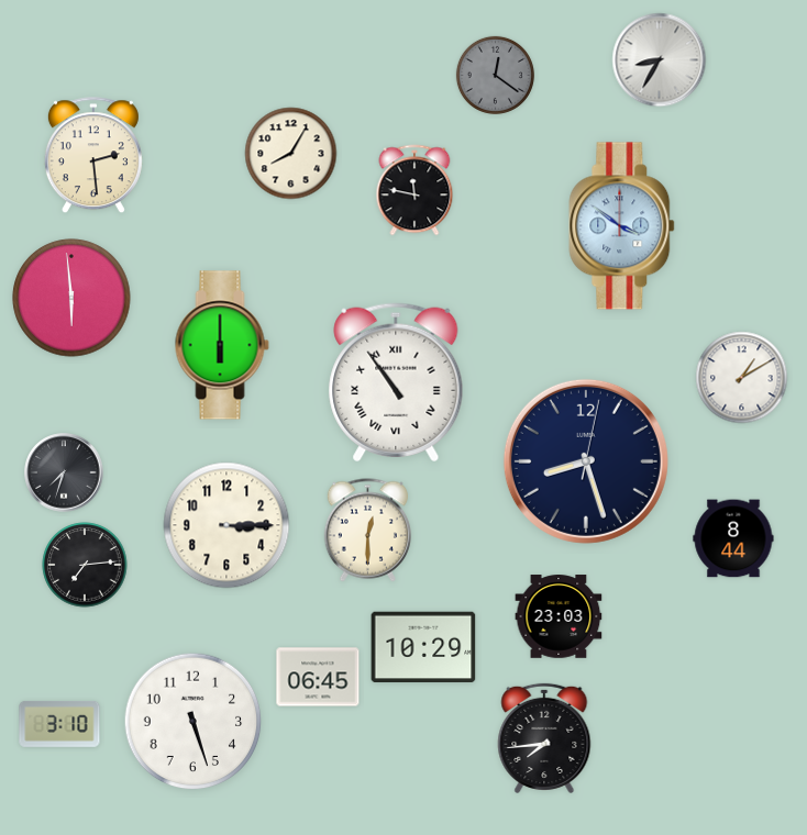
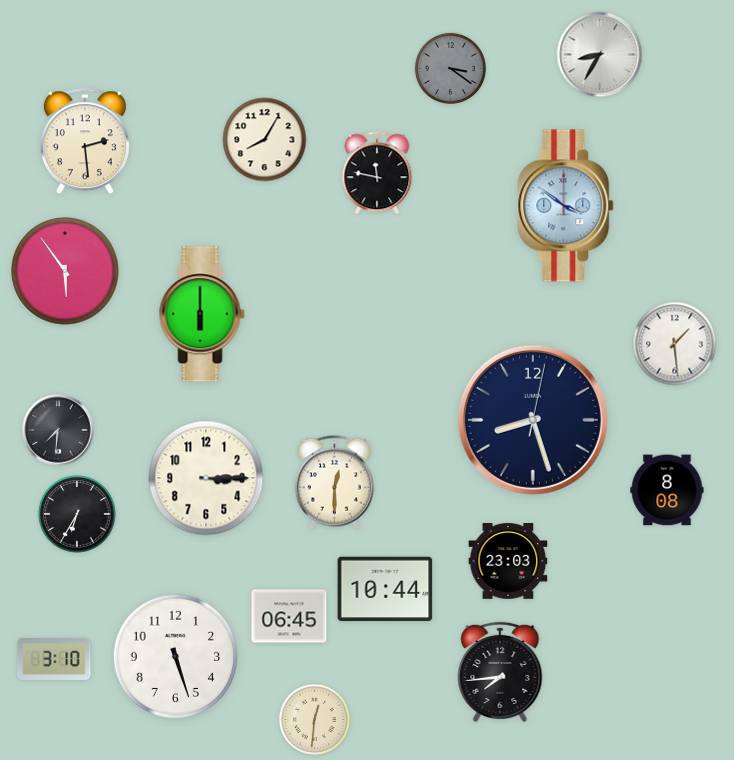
clock at (495, 75): 12:21 -> 3:21
clock at (71, 298): 5:59 -> 5:54
clock at (742, 378): 1:10 -> 1:29
clock at (396, 382): 10:54 -> none
clock at (64, 472): 7:33 -> 7:31
clock at (733, 538): 8:44 -> 8:08
clock at (85, 565): 7:14 -> 6:35
clock at (423, 647): 10:29 -> 10:44
clock at (544, 738) position: (544, 738) -> (500, 672)
clock at (314, 719): none -> 12:31
